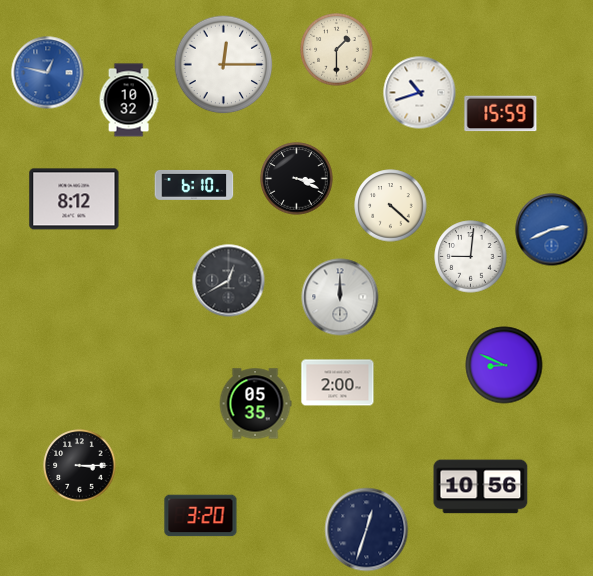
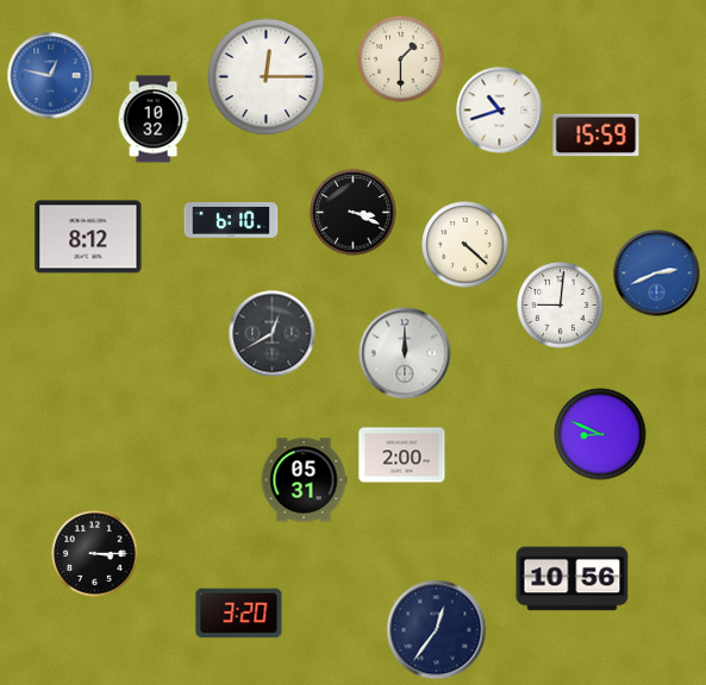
clock at (48, 73) position: (48, 73) -> (51, 76)
clock at (255, 404): 05:35 -> 05:31
clock at (367, 530): 12:33 -> 12:36
